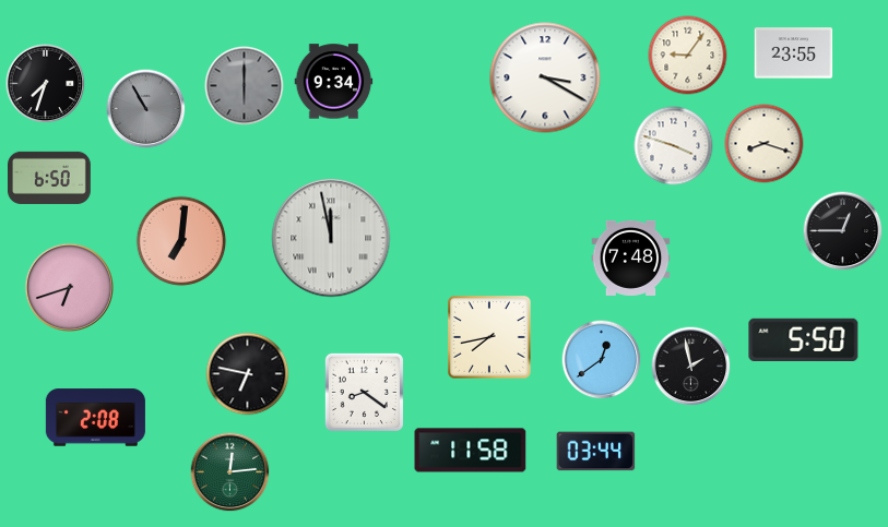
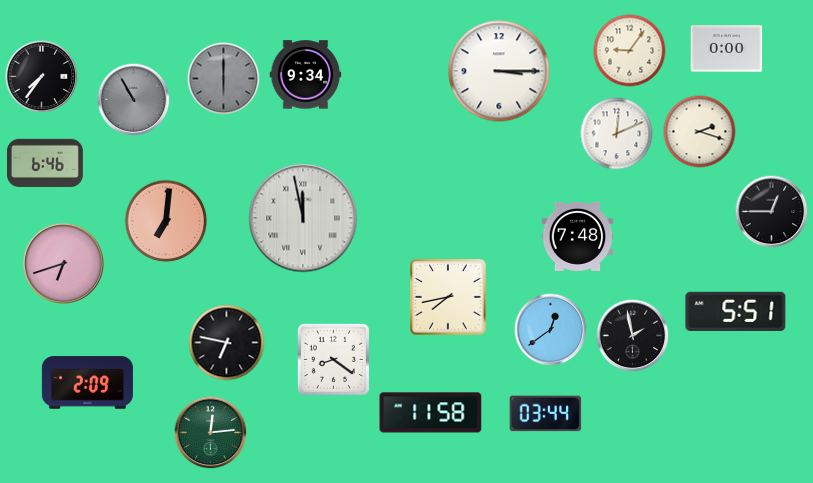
clock at (794, 53): 23:55 -> 0:00
clock at (545, 77): 3:20 -> 3:15
clock at (46, 84): 7:33 -> 7:36
clock at (765, 144): 8:18 -> 2:18
clock at (674, 146): 3:48 -> 12:11
clock at (50, 178): 6:50 -> 6:46
clock at (489, 337) position: (489, 337) -> (448, 297)
clock at (804, 339): 5:50 -> 5:51
clock at (95, 418): 2:08 -> 2:09
